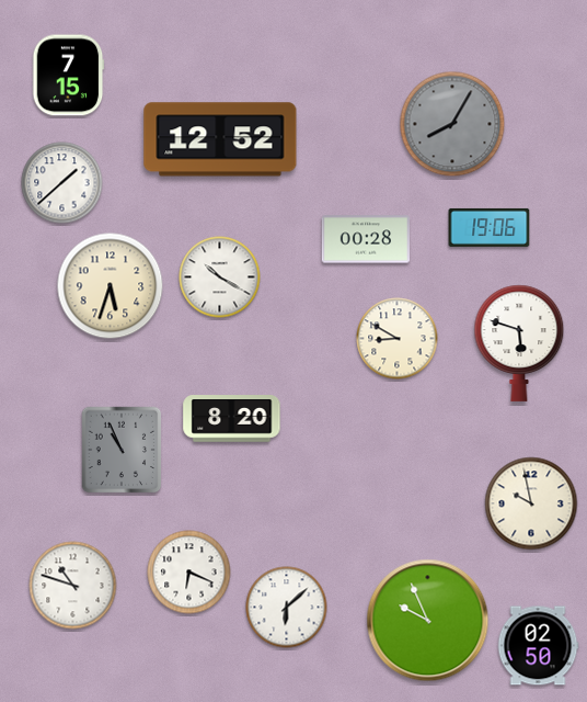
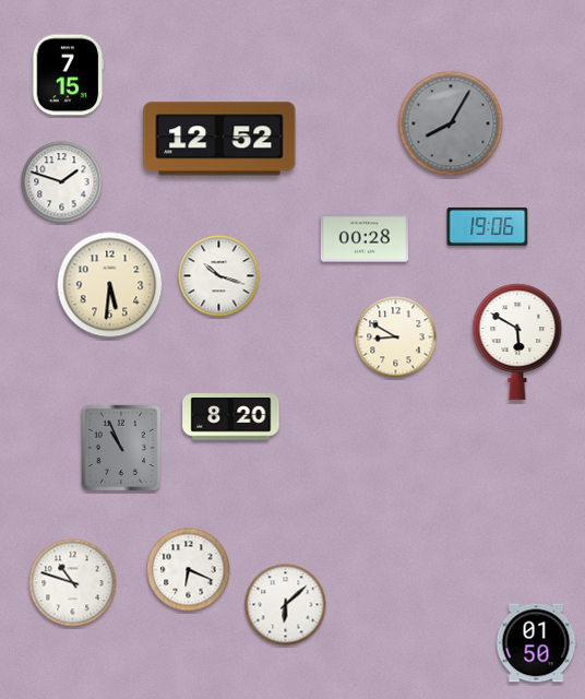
clock at (62, 183): 1:38 -> 1:48
clock at (220, 278): 10:20 -> 10:18
clock at (111, 286): 5:33 -> 5:31
clock at (519, 343): 5:48 -> 5:50
clock at (531, 503): 9:58 -> none
clock at (428, 621): 9:56 -> none
clock at (538, 646): 02:50 -> 01:50
